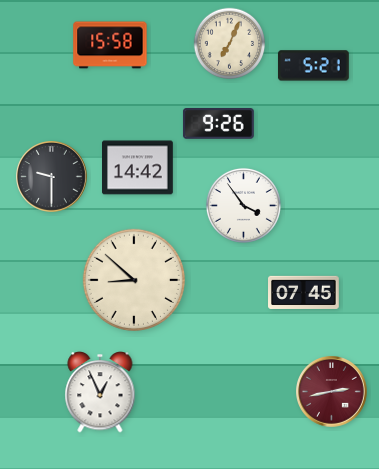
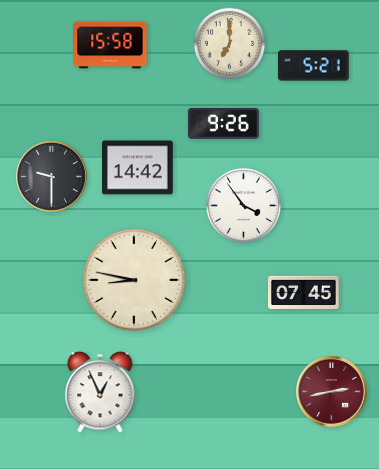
clock at (230, 44): 7:04 -> 7:00
clock at (219, 124) position: (219, 124) -> (224, 124)
clock at (134, 280): 8:52 -> 8:47
